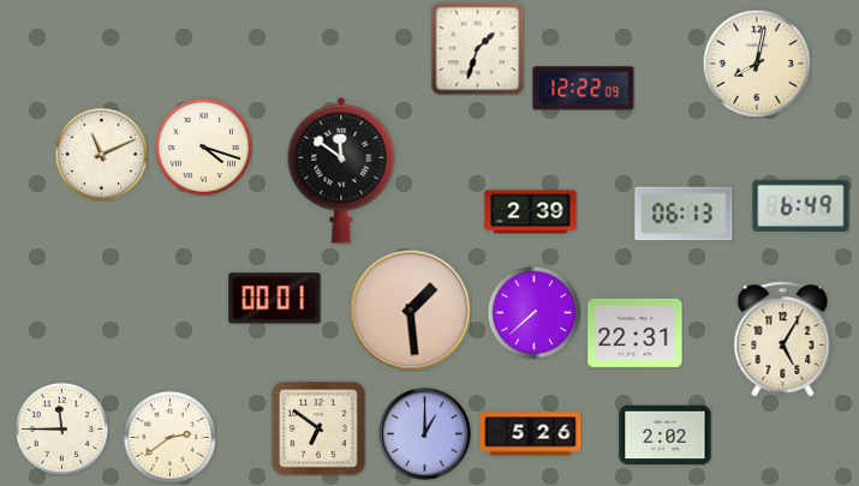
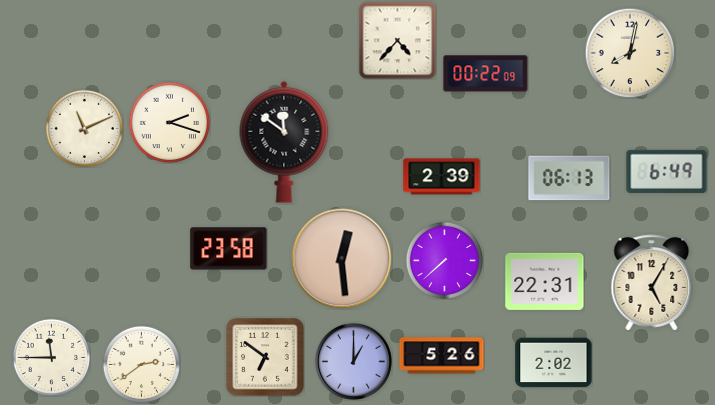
clock at (477, 48): 1:33 -> 4:37
clock at (584, 89): 12:22 -> 00:22
clock at (203, 146): 4:18 -> 2:18
clock at (275, 299): 00:01 -> 23:58
clock at (411, 311): 1:29 -> 12:29
clock at (636, 332) position: (636, 332) -> (545, 281)
clock at (531, 434) position: (531, 434) -> (442, 356)
